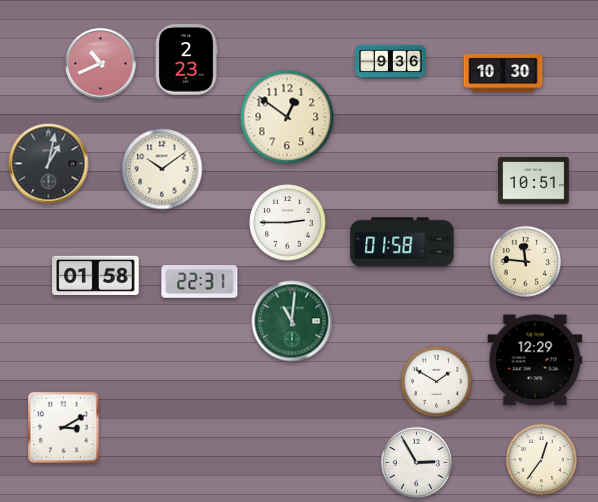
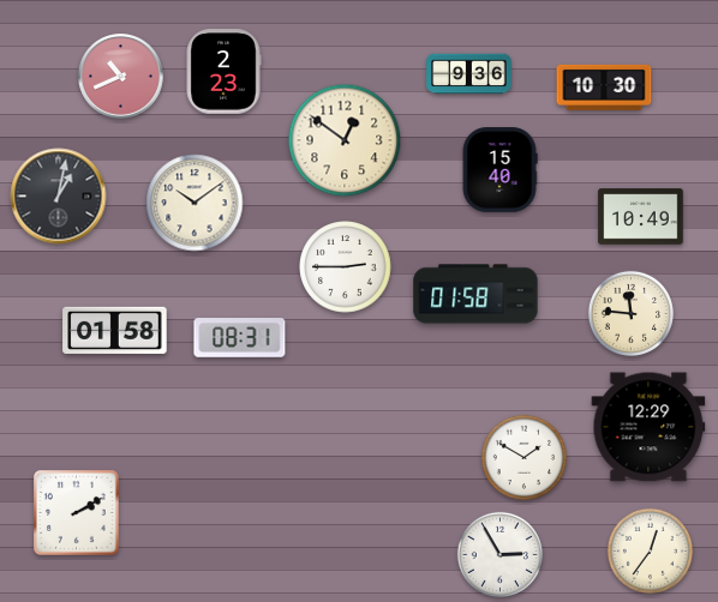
clock at (499, 170): none -> 15:40
clock at (534, 181): 10:51 -> 10:49
clock at (402, 242) position: (402, 242) -> (475, 294)
clock at (200, 282): 22:31 -> 08:31
clock at (292, 321): 11:01 -> none
clock at (535, 360) position: (535, 360) -> (648, 427)
clock at (64, 428): 3:10 -> 2:10
